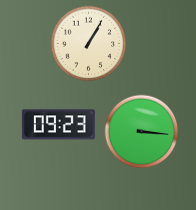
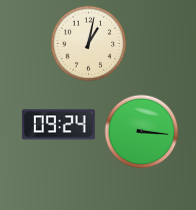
clock at (89, 44): 1:05 -> 1:02
clock at (58, 125): 09:23 -> 09:24
